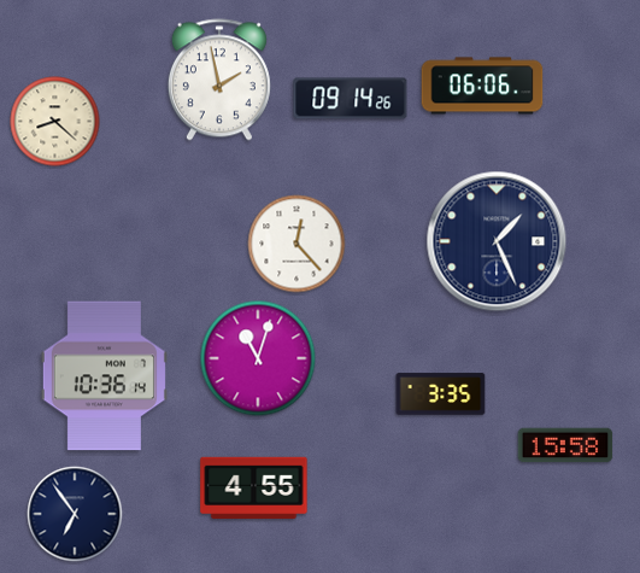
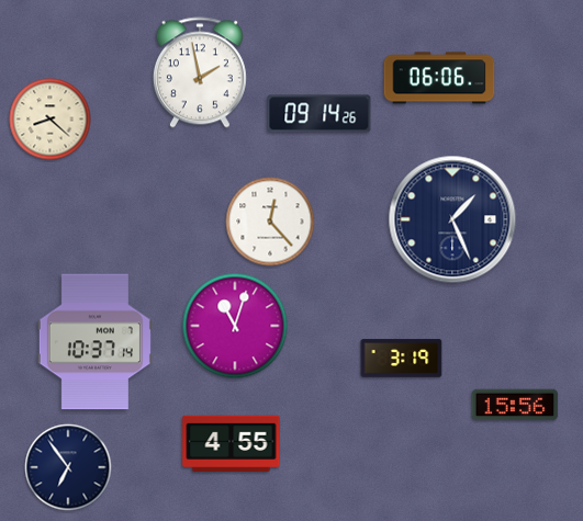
clock at (351, 99) position: (351, 99) -> (319, 114)
clock at (55, 122) position: (55, 122) -> (51, 120)
clock at (104, 376): 10:36 -> 10:37
clock at (441, 394): 3:35 -> 3:19
clock at (565, 445): 15:58 -> 15:56
